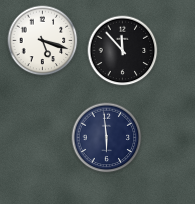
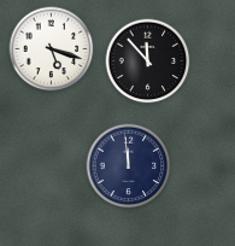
clock at (107, 138): 5:59 -> 11:59
